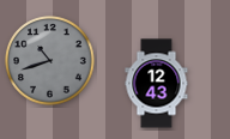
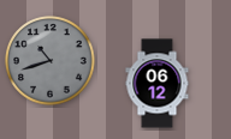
clock at (157, 84): 12:43 -> 06:12
